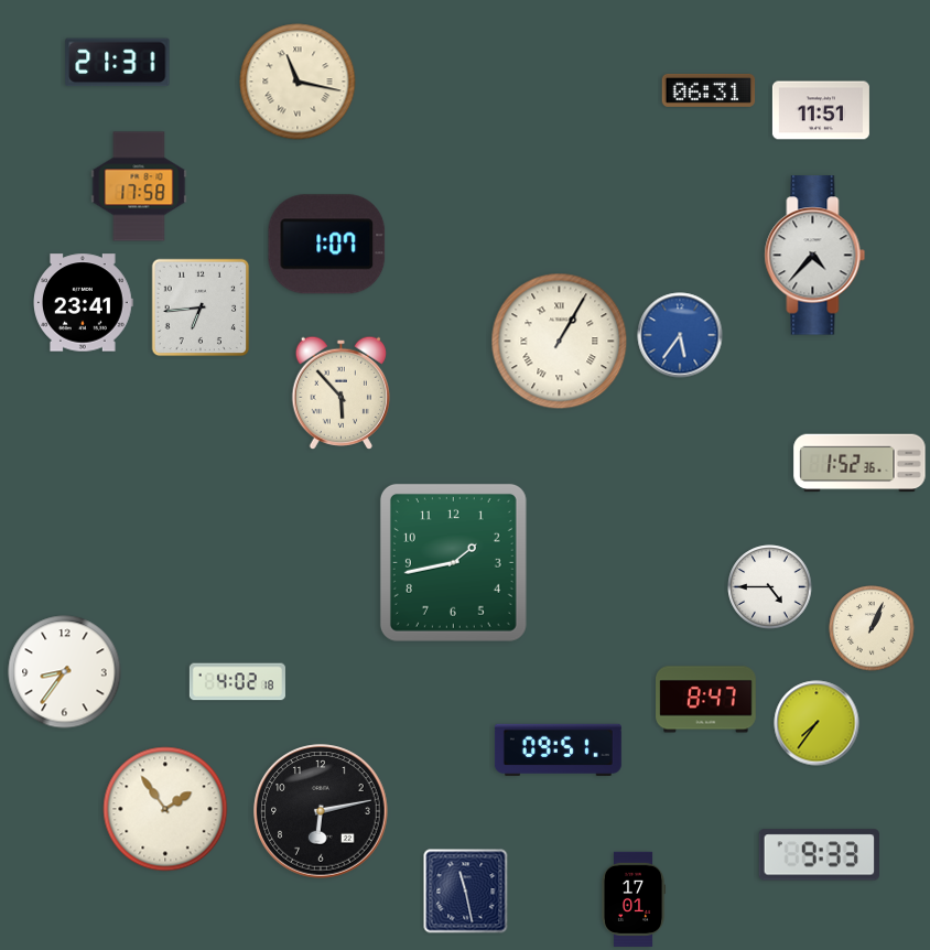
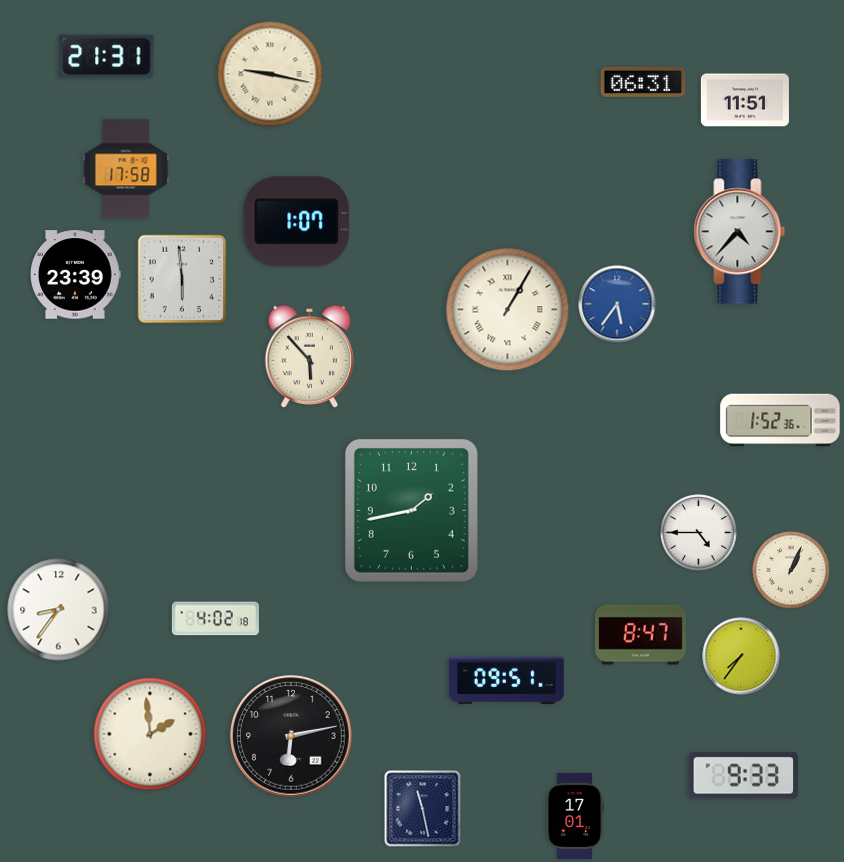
clock at (298, 82): 11:17 -> 9:17
clock at (84, 303): 23:41 -> 23:39
clock at (201, 307): 6:44 -> 5:59
clock at (165, 809): 1:54 -> 1:59
